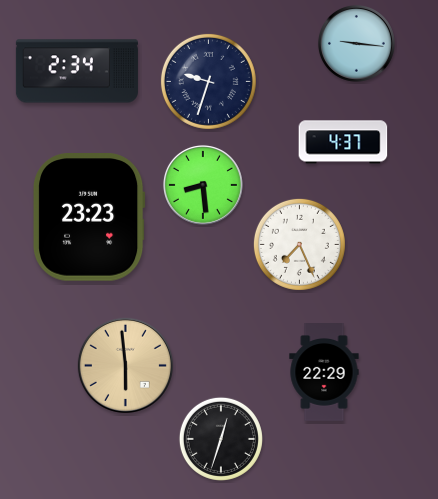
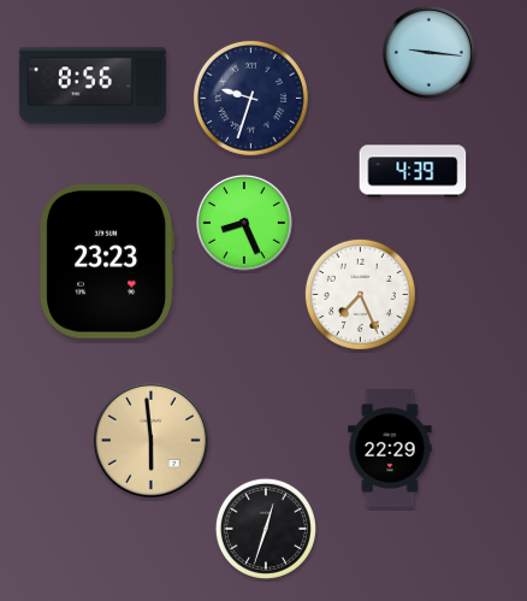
clock at (77, 71): 2:34 -> 8:56
clock at (343, 142): 4:37 -> 4:39
clock at (203, 185): 8:29 -> 8:26
